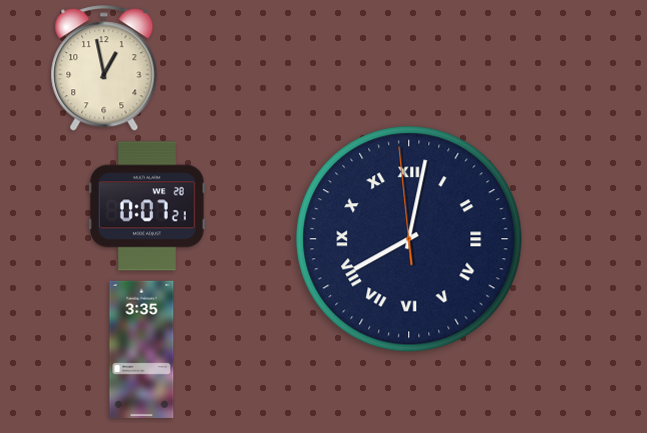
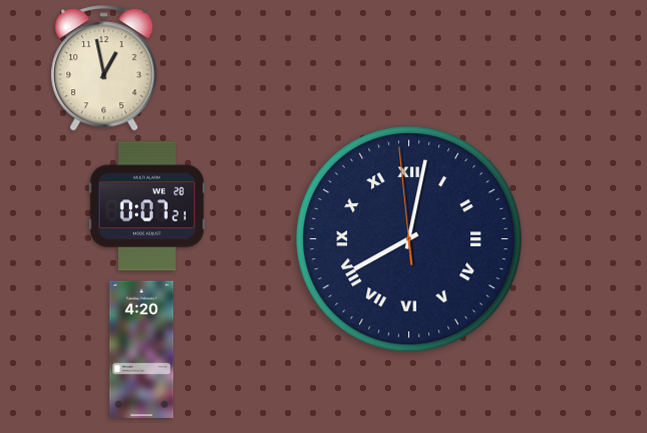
clock at (142, 349): 3:35 -> 4:20
